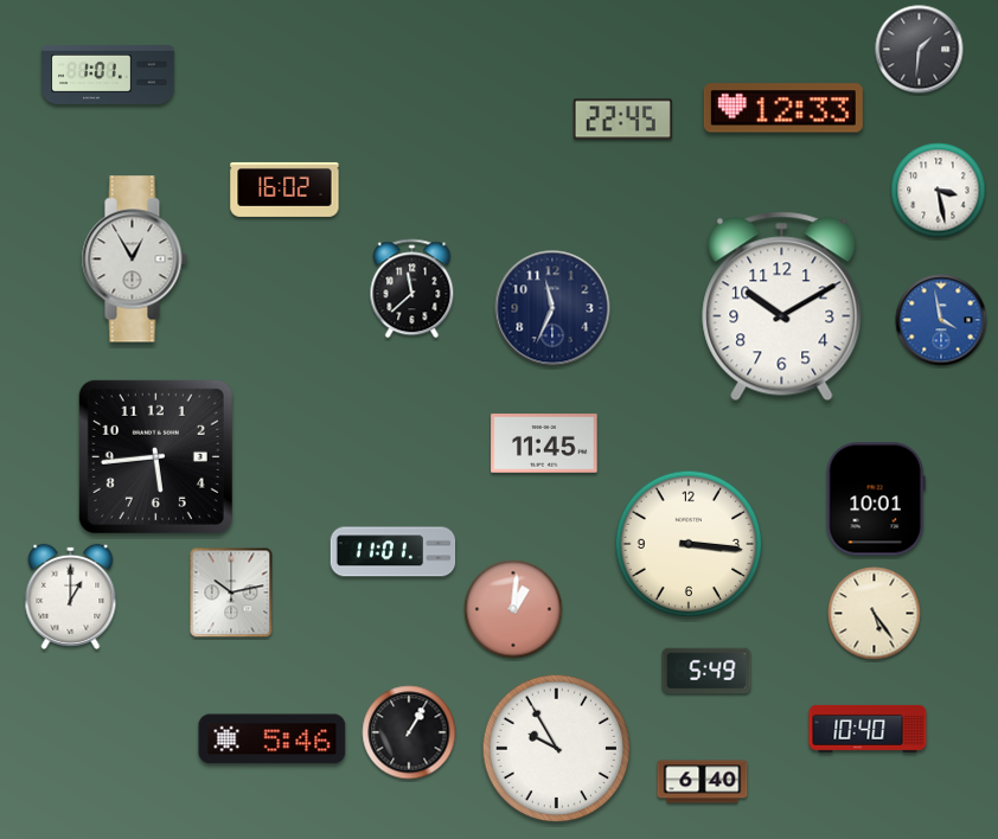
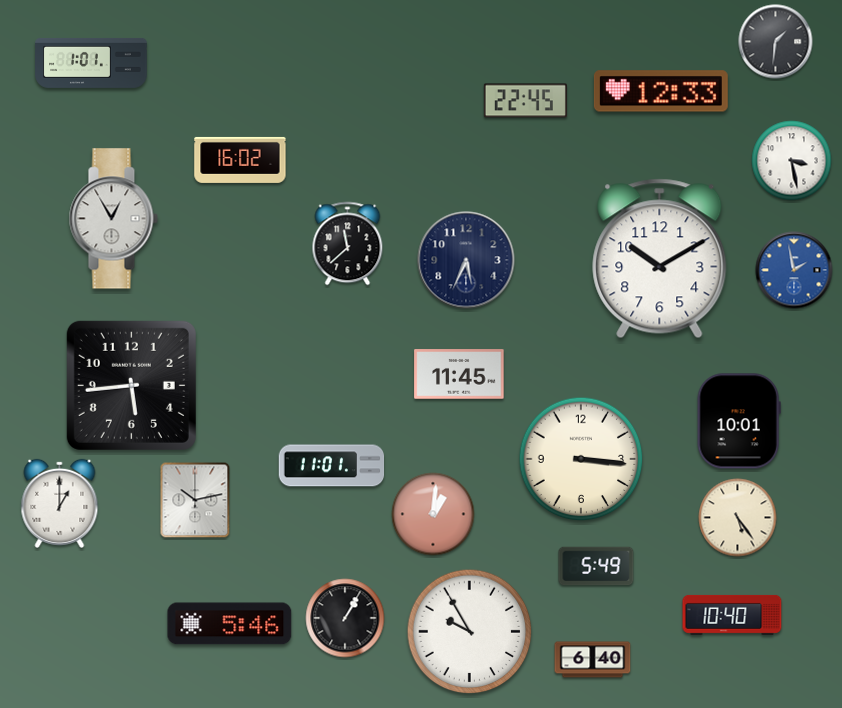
clock at (552, 308): 11:34 -> 5:34
clock at (941, 320): 3:58 -> 1:58
